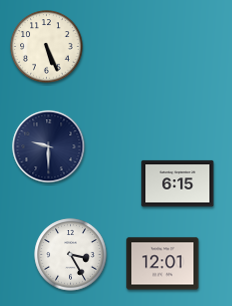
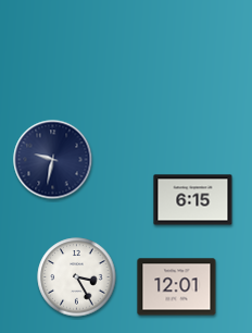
clock at (47, 47): 5:26 -> none
clock at (49, 147): 9:30 -> 9:32
